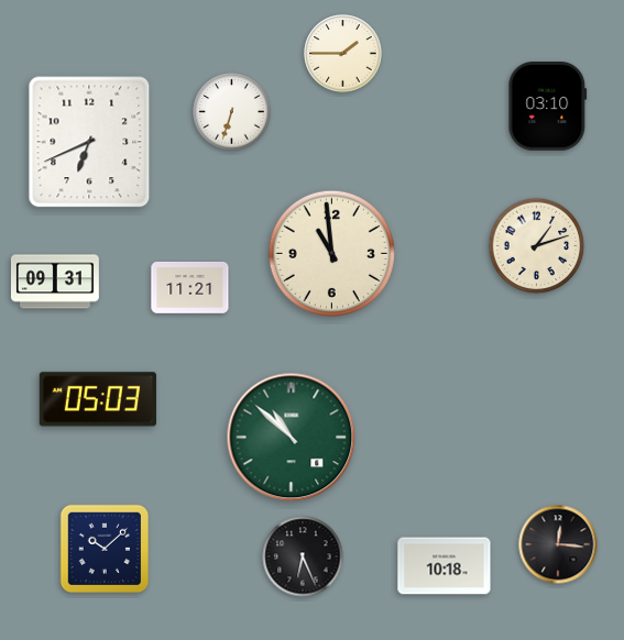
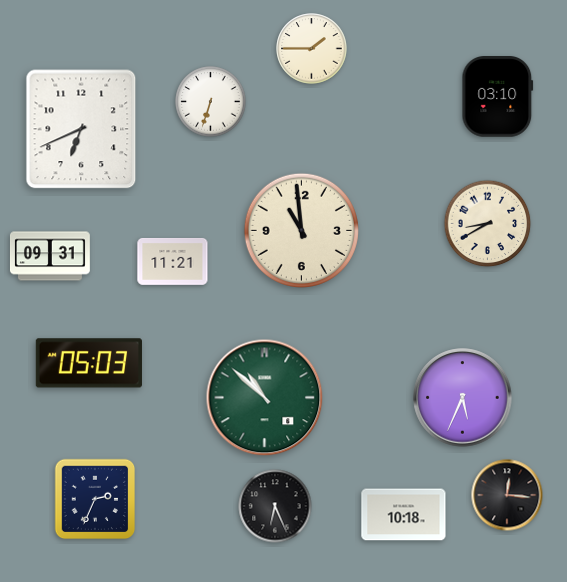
clock at (537, 246): 1:12 -> 8:40
clock at (463, 398): none -> 5:34
clock at (105, 549): 10:08 -> 2:34
